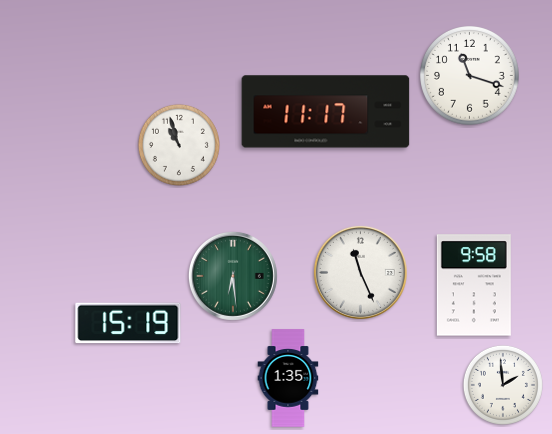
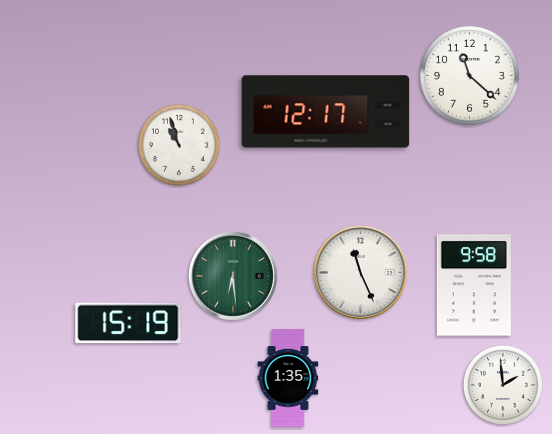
clock at (470, 76): 11:18 -> 11:22
clock at (326, 112): 11:17 -> 12:17
